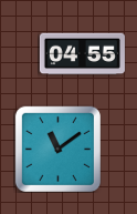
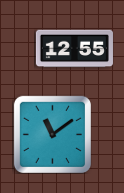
clock at (82, 54): 04:55 -> 12:55
